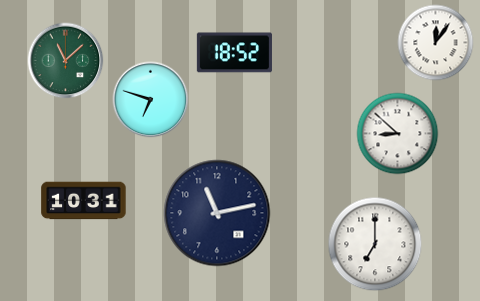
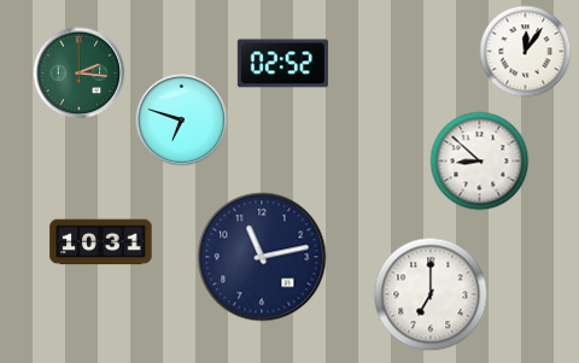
clock at (234, 53): 18:52 -> 02:52
clock at (66, 61): 11:08 -> 2:16
clock at (375, 244) position: (375, 244) -> (431, 294)
